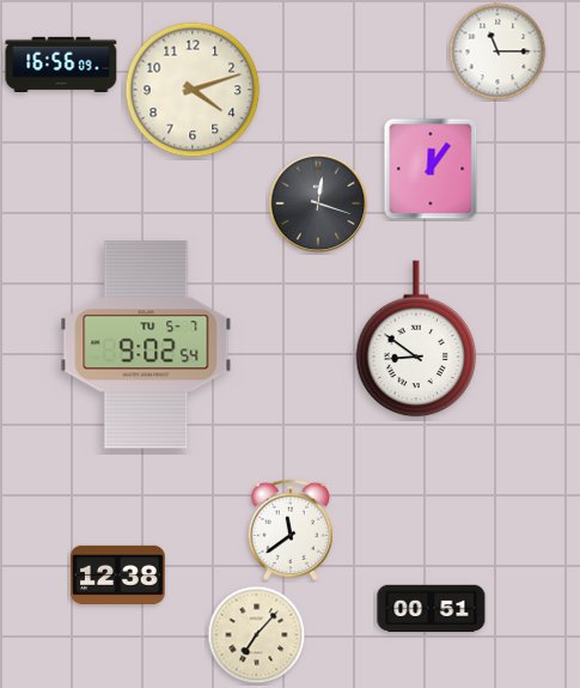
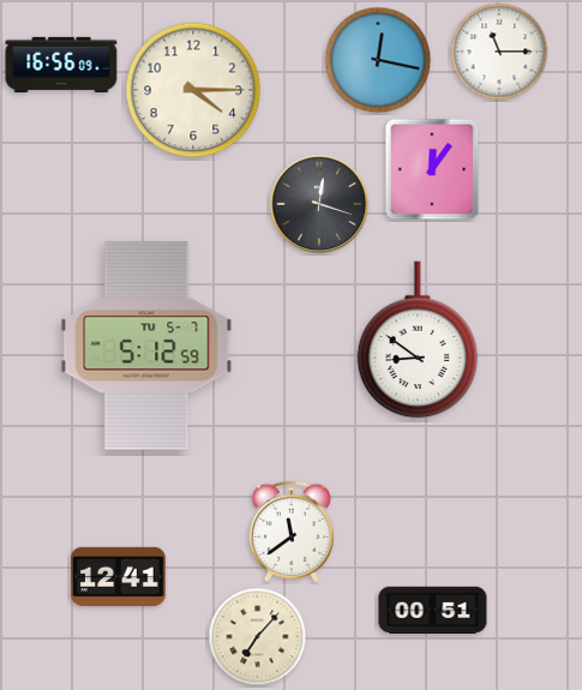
clock at (378, 60): none -> 12:17
clock at (193, 90): 4:12 -> 4:15
clock at (146, 345): 9:02 -> 5:12
clock at (118, 574): 12:38 -> 12:41
